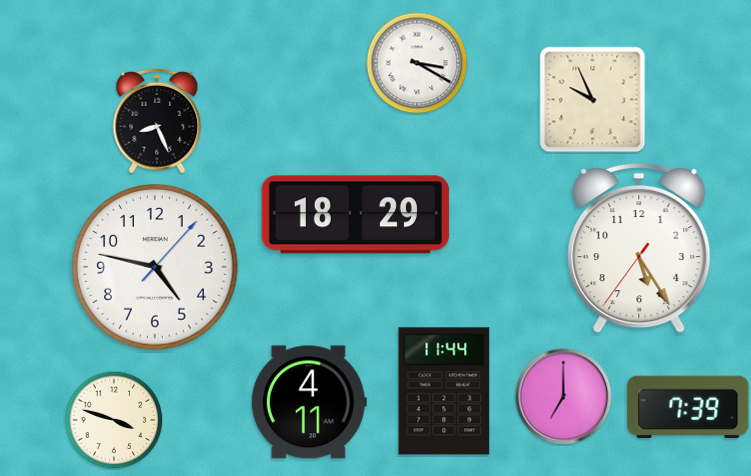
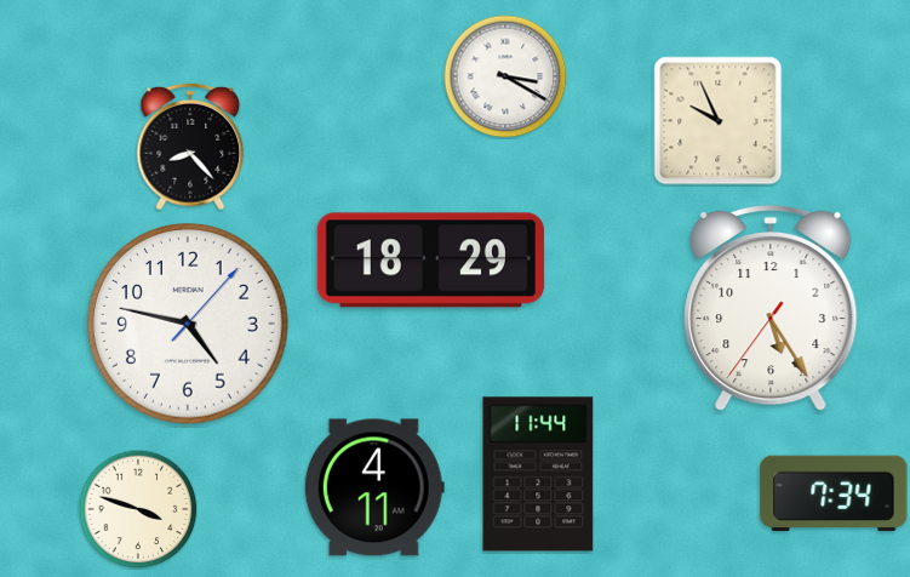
clock at (157, 121): 8:26 -> 8:23
clock at (639, 248) position: (639, 248) -> (771, 308)
clock at (564, 397): 7:00 -> none
clock at (688, 406): 7:39 -> 7:34
